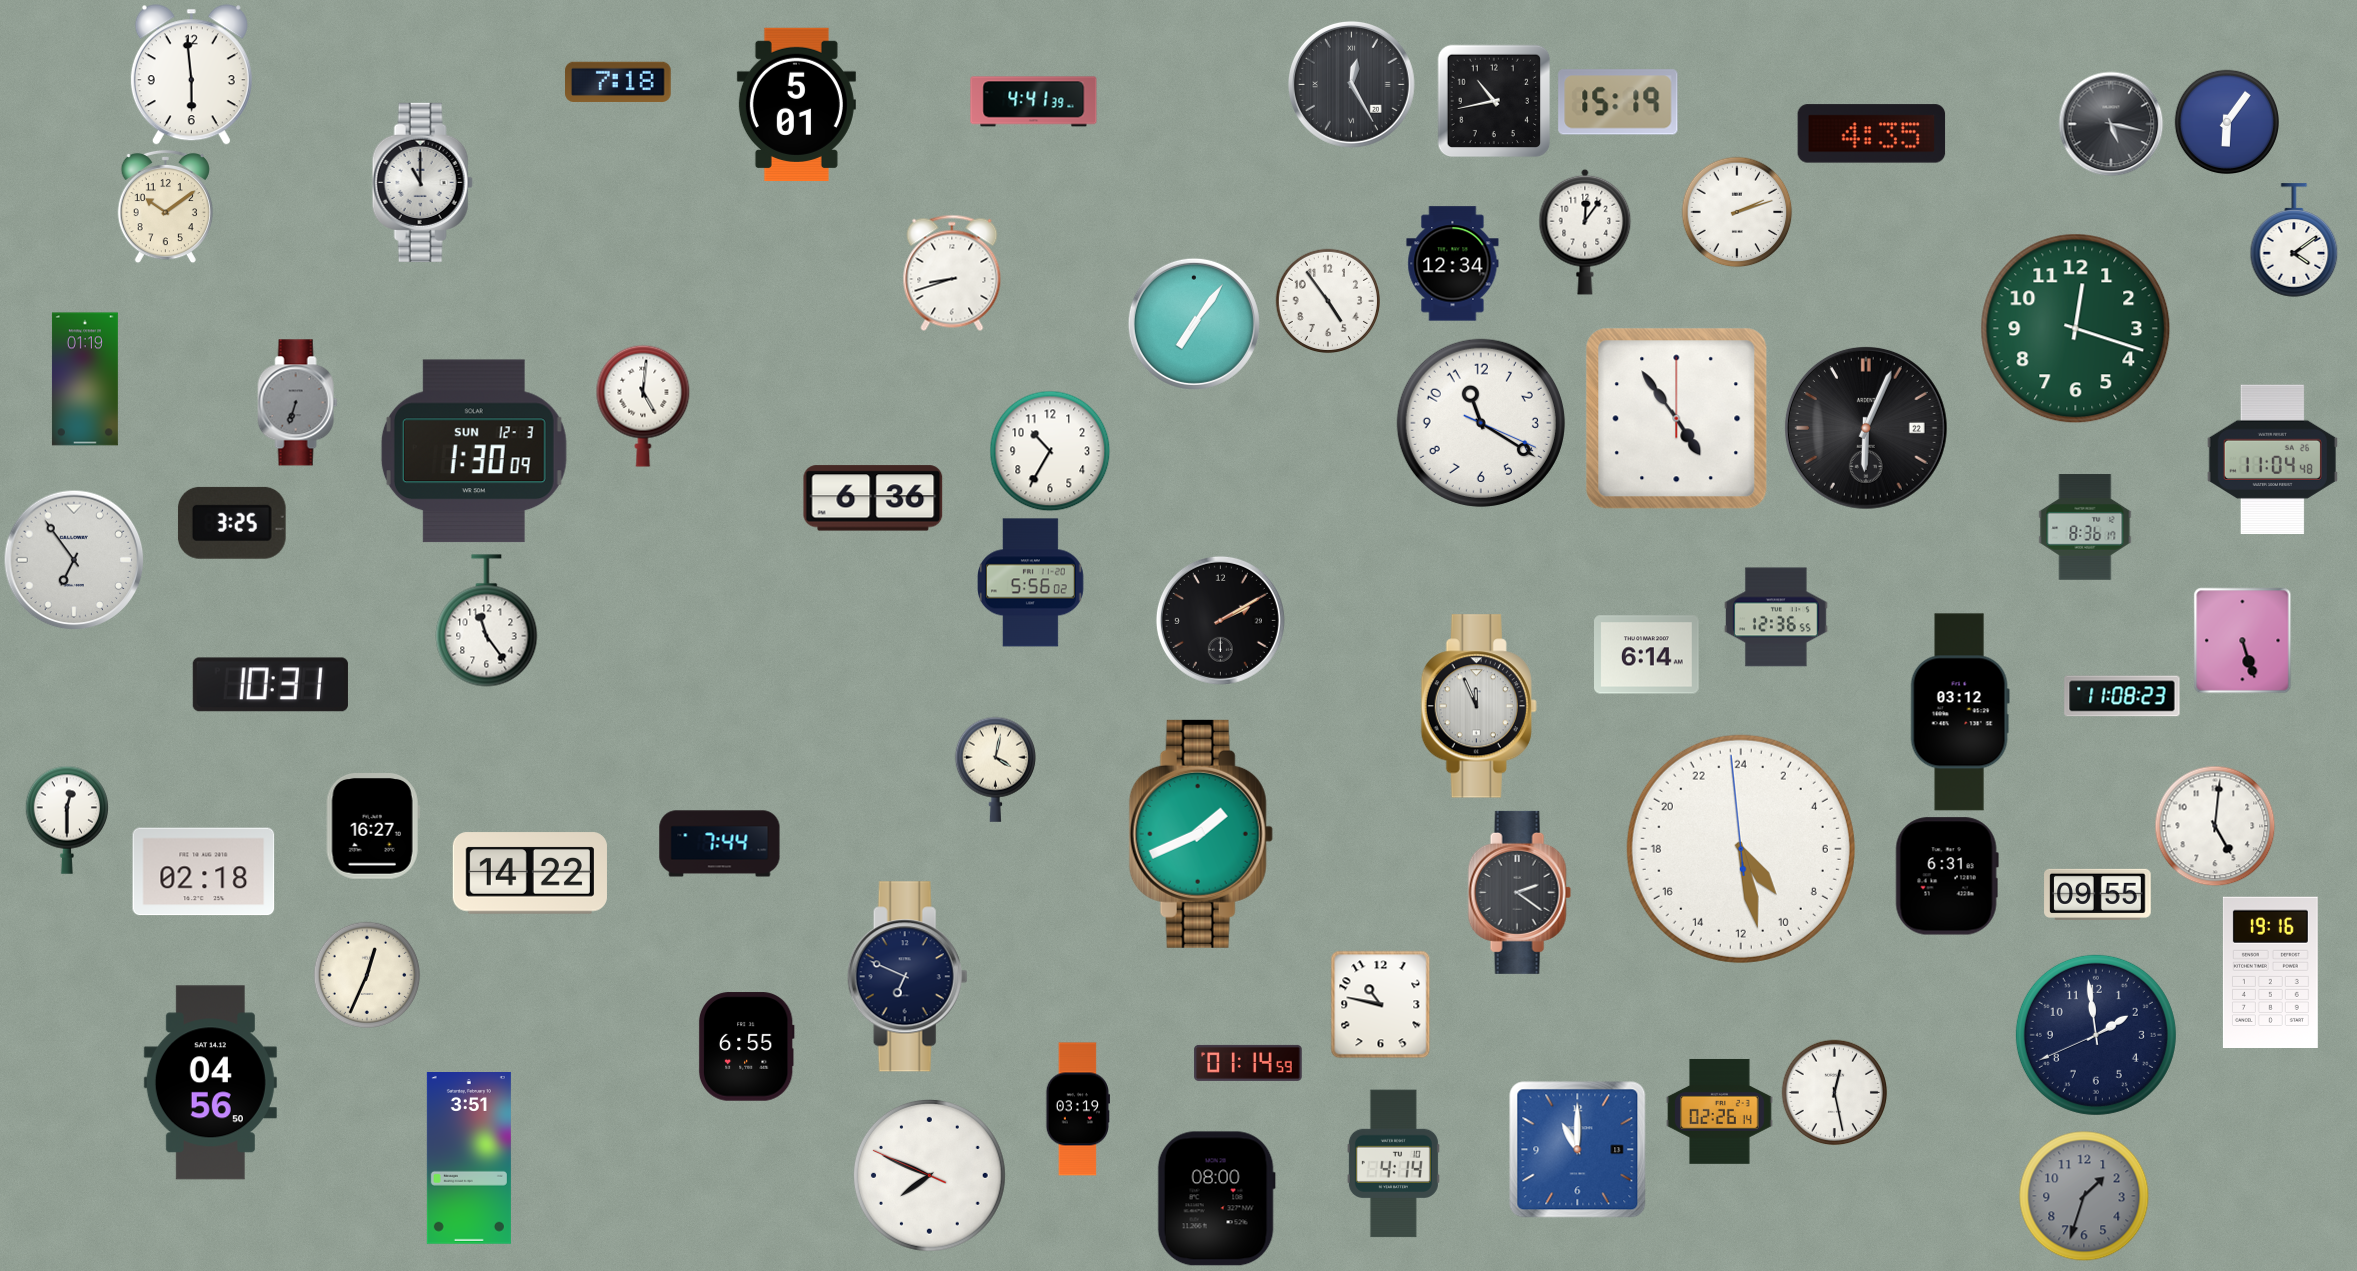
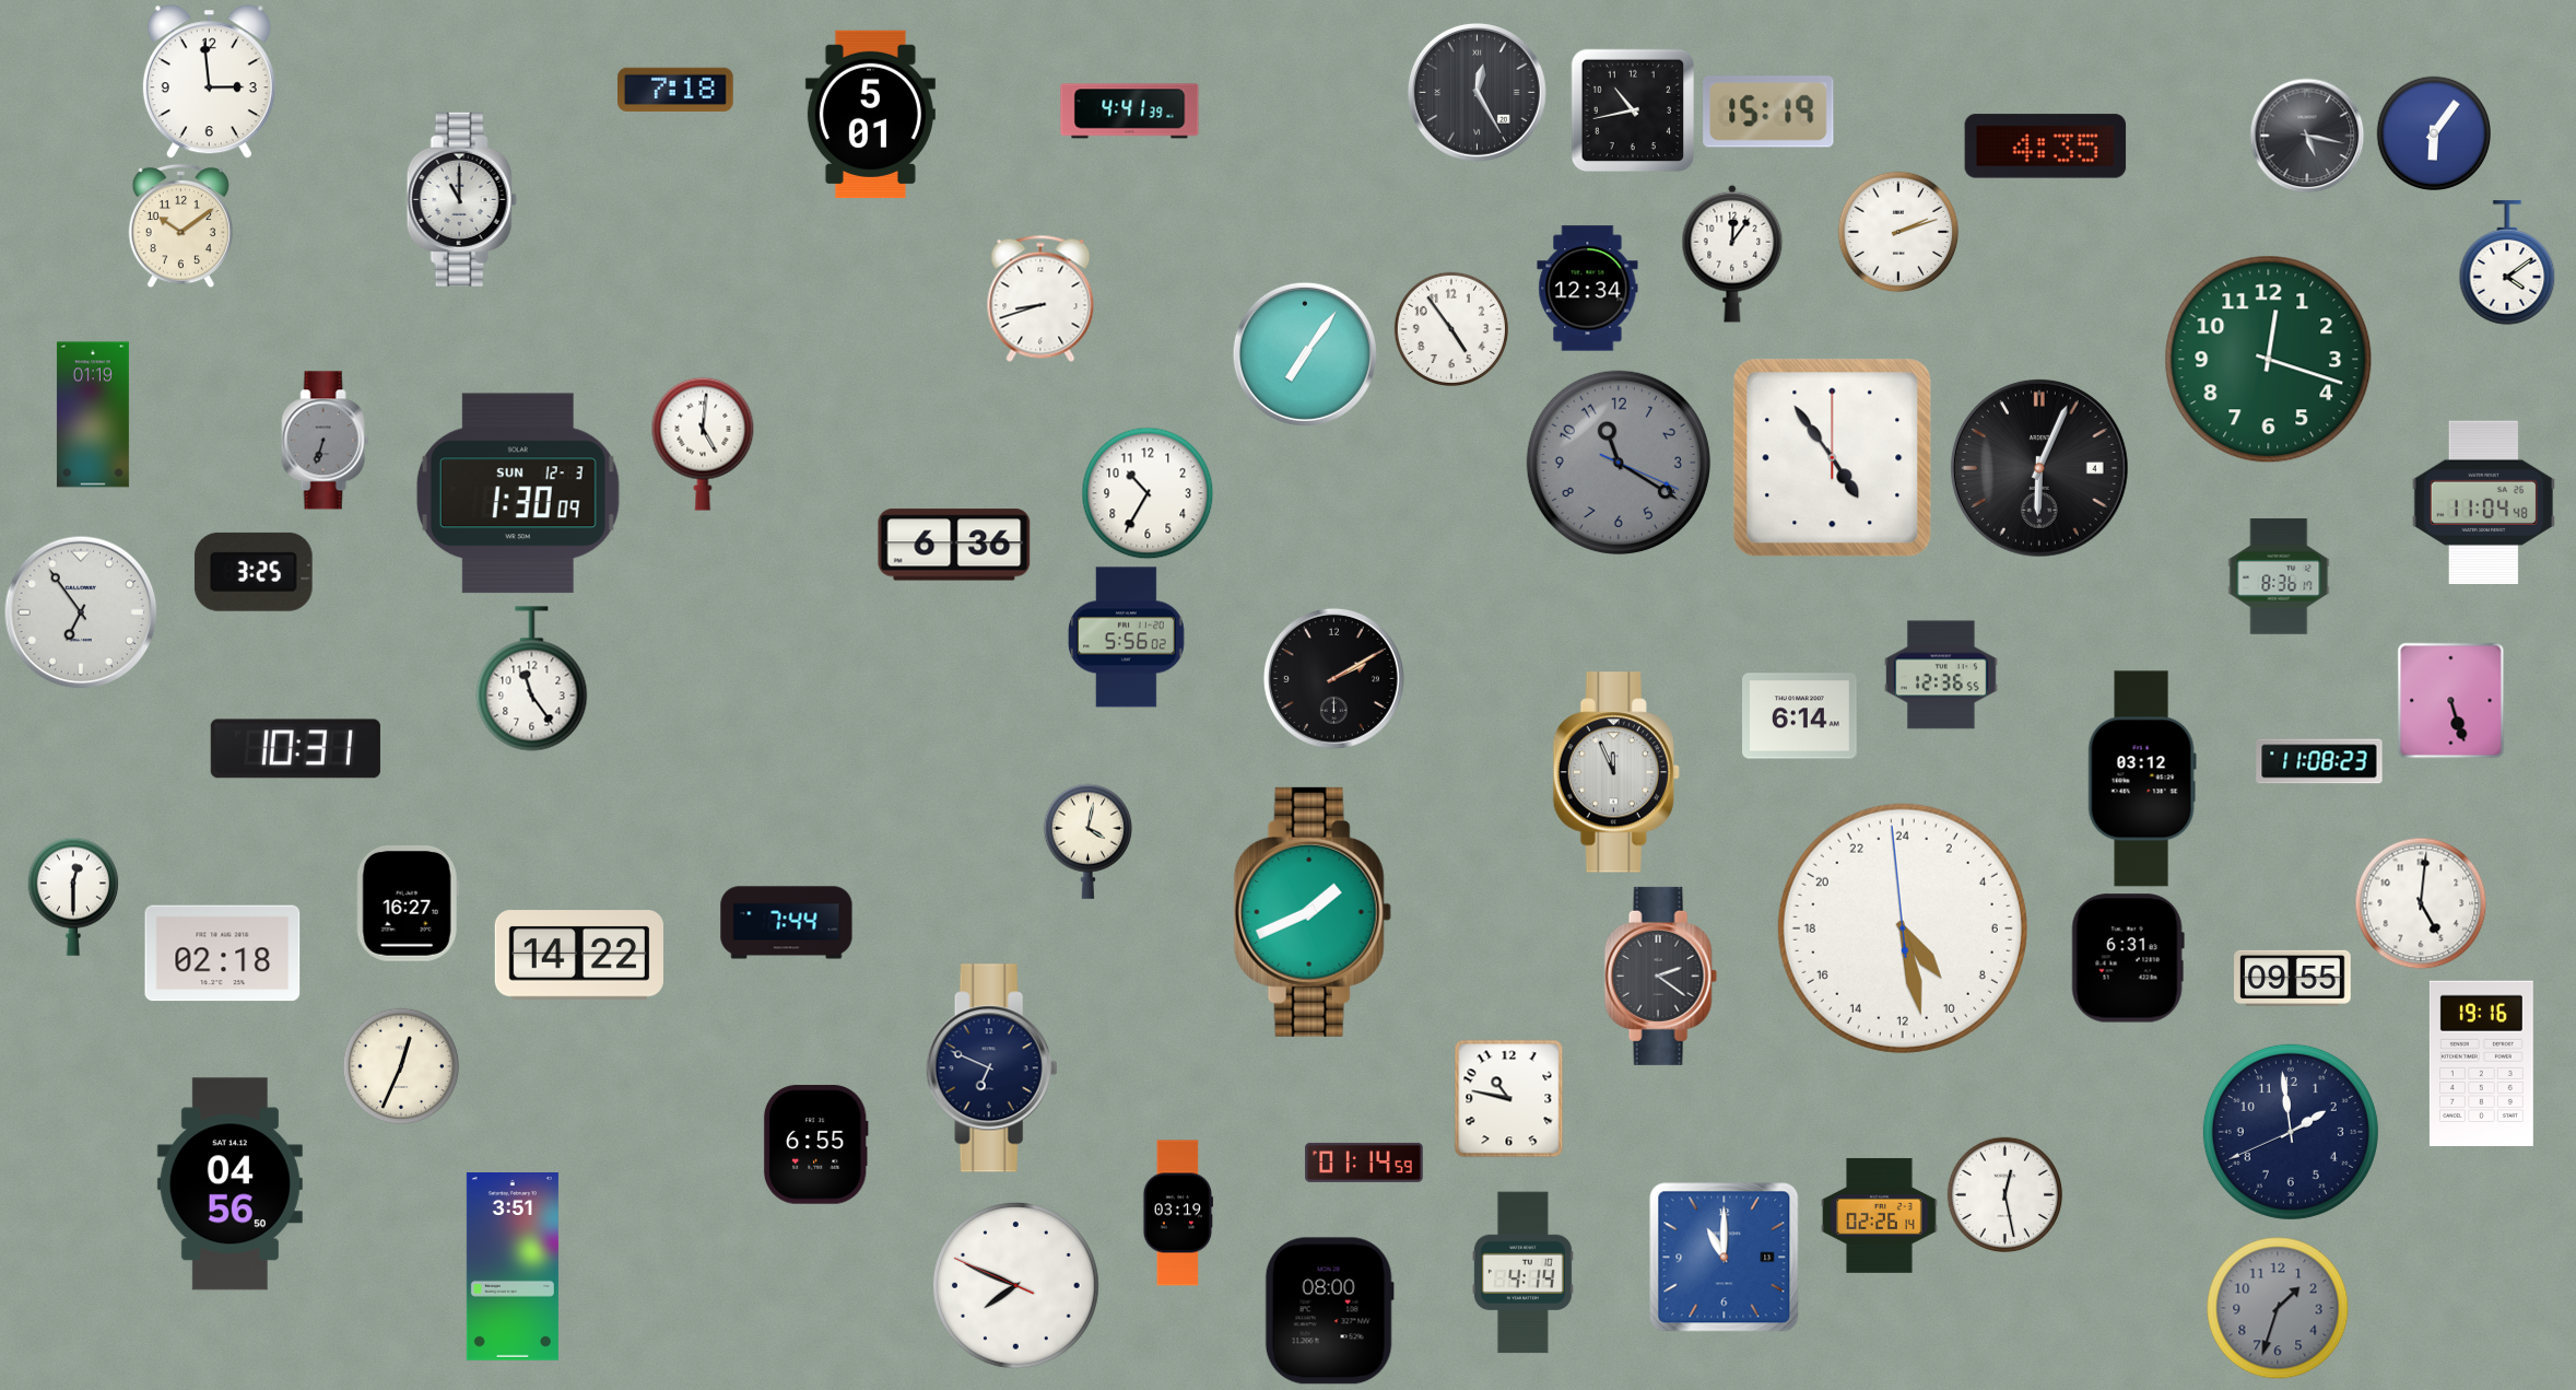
clock at (191, 75): 5:59 -> 2:59
clock at (1481, 423) dial: white -> grey
clock at (1866, 428) date: 22 -> 4
